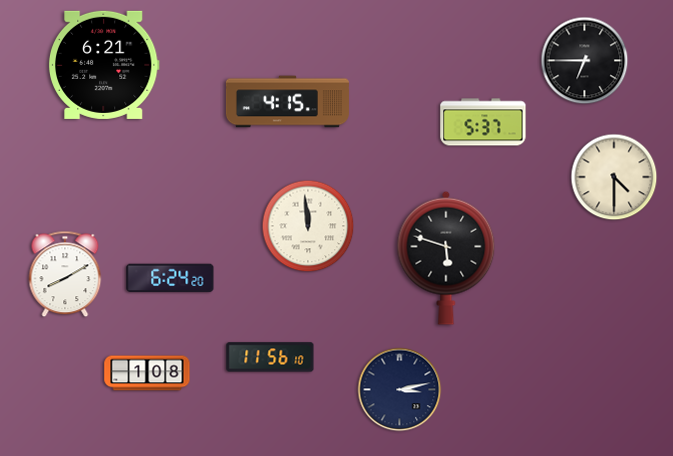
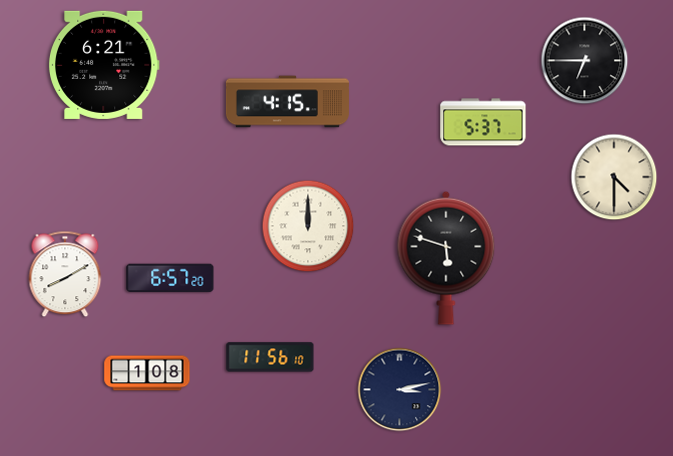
clock at (308, 226): 11:59 -> 12:00
clock at (170, 278): 6:24 -> 6:57
